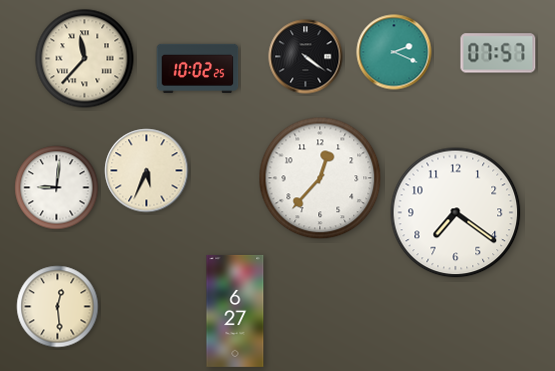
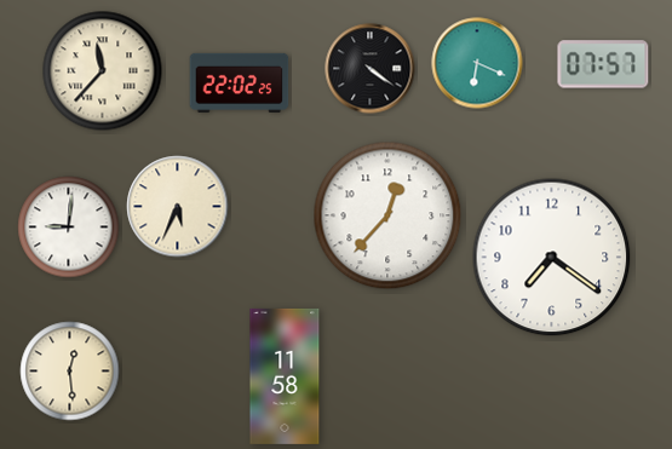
clock at (394, 52): 2:19 -> 6:19
clock at (198, 68): 10:02 -> 22:02
clock at (235, 311): 6:27 -> 11:58
